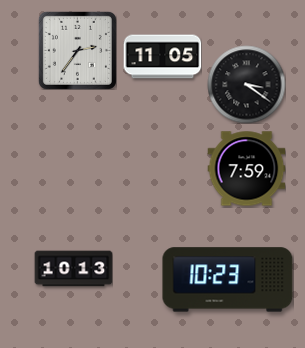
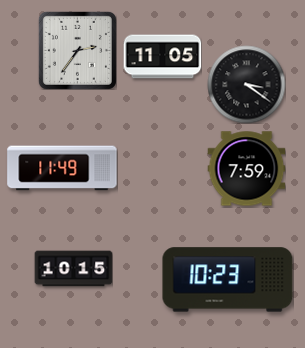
clock at (62, 168): none -> 11:49
clock at (73, 269): 10:13 -> 10:15
